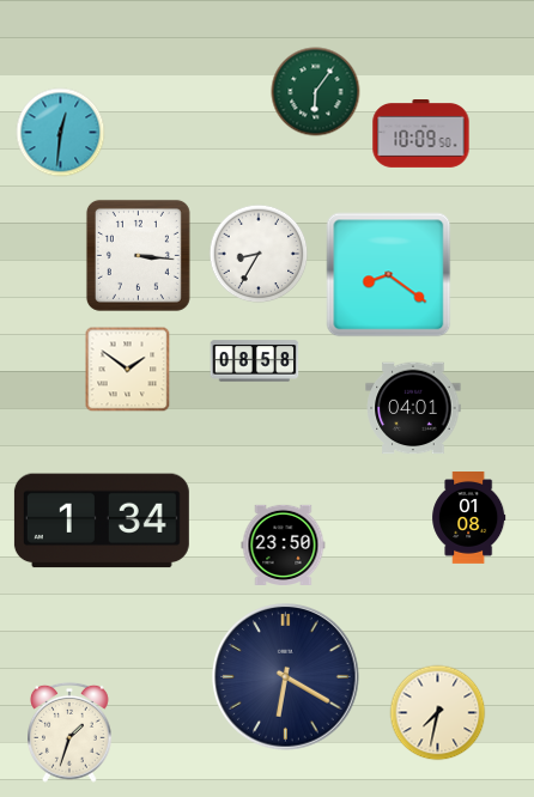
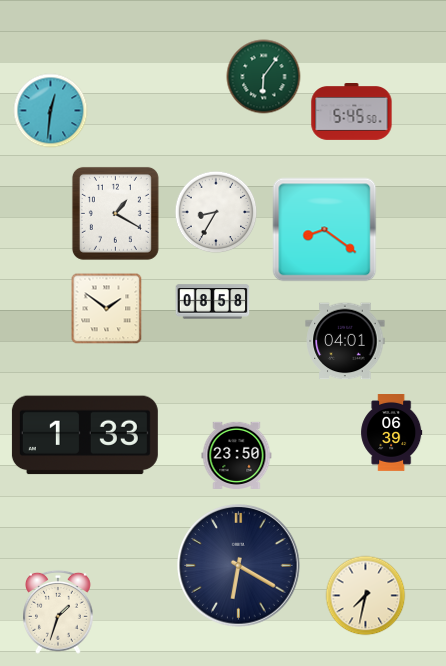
clock at (421, 134): 10:09 -> 5:45
clock at (138, 255): 3:16 -> 1:20
clock at (469, 518): 01:08 -> 06:39
clock at (102, 521): 1:34 -> 1:33
